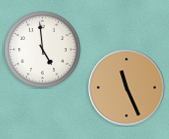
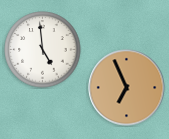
clock at (127, 88): 11:26 -> 6:56
